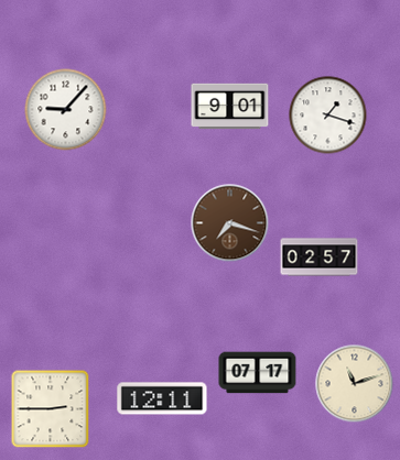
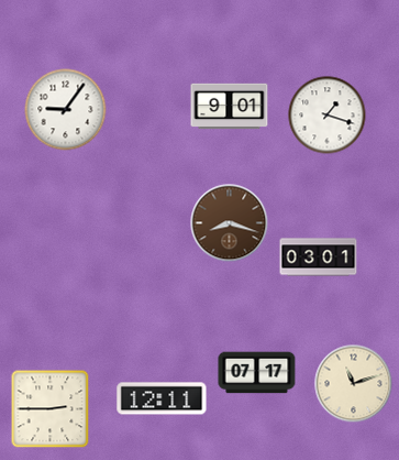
clock at (66, 110): 9:07 -> 9:06
clock at (230, 223): 7:18 -> 8:18
clock at (320, 258): 02:57 -> 03:01
